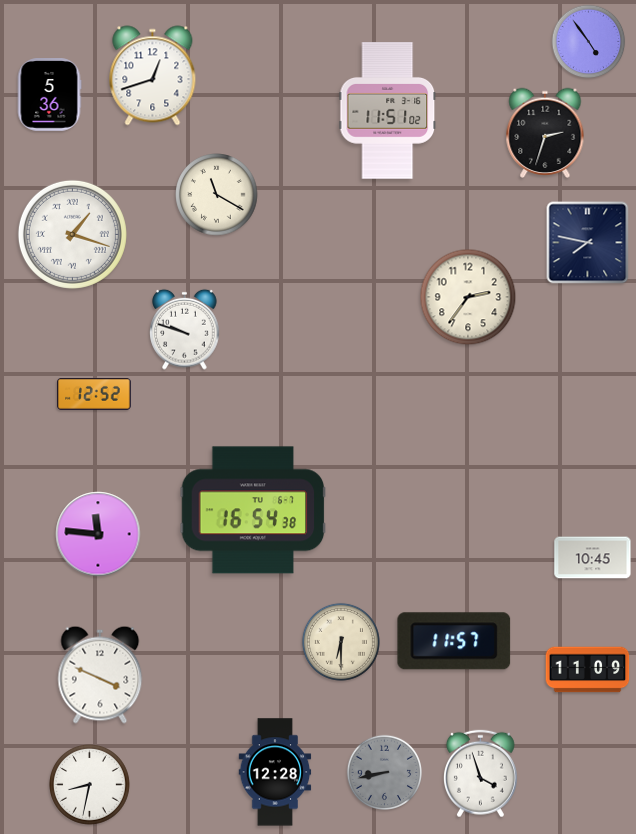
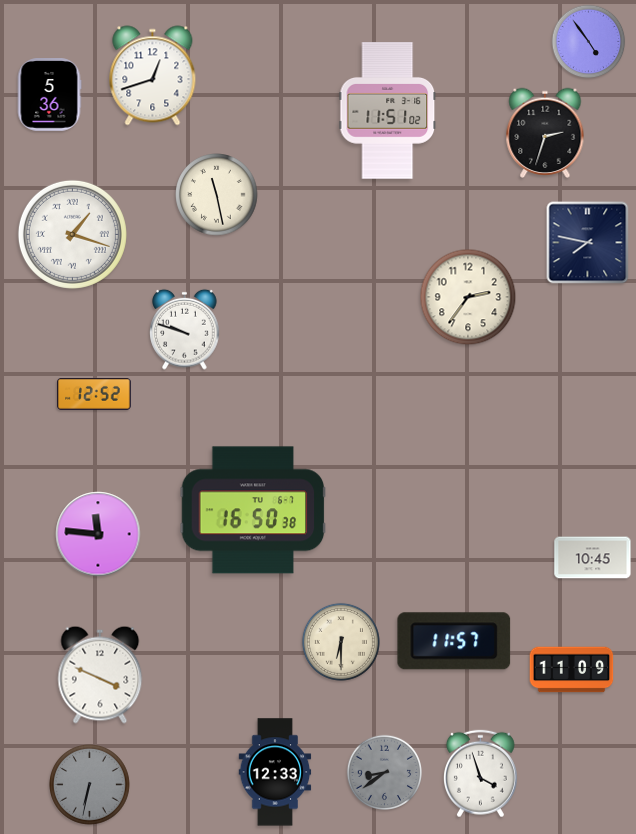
clock at (217, 195): 11:20 -> 11:28
clock at (253, 510): 16:54 -> 16:50
clock at (588, 670) position: (588, 670) -> (572, 670)
clock at (275, 772): 12:28 -> 12:33
clock at (384, 772): 8:43 -> 8:39
clock at (90, 785): 8:32 -> 6:32
clock at (90, 785) dial: white -> grey
